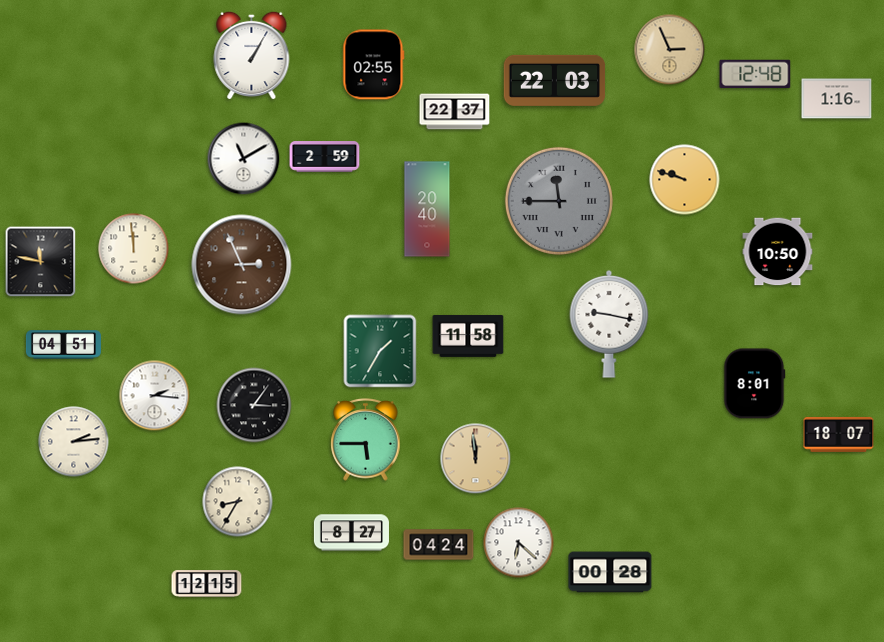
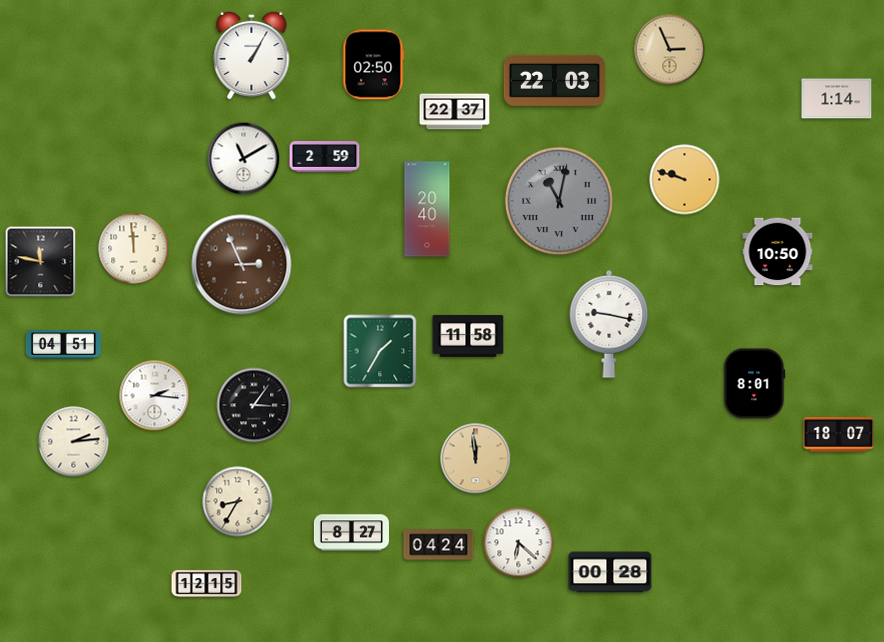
clock at (374, 65): 02:55 -> 02:50
clock at (755, 74): 12:48 -> none
clock at (837, 99): 1:16 -> 1:14
clock at (559, 201): 11:45 -> 11:02
clock at (366, 440): 5:45 -> none
